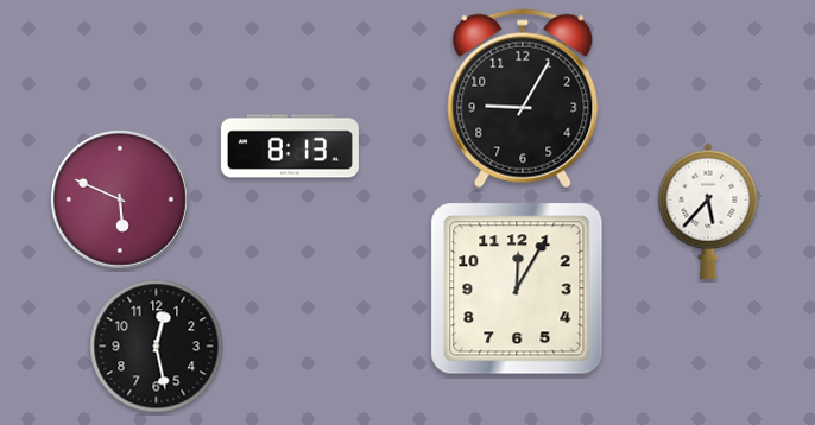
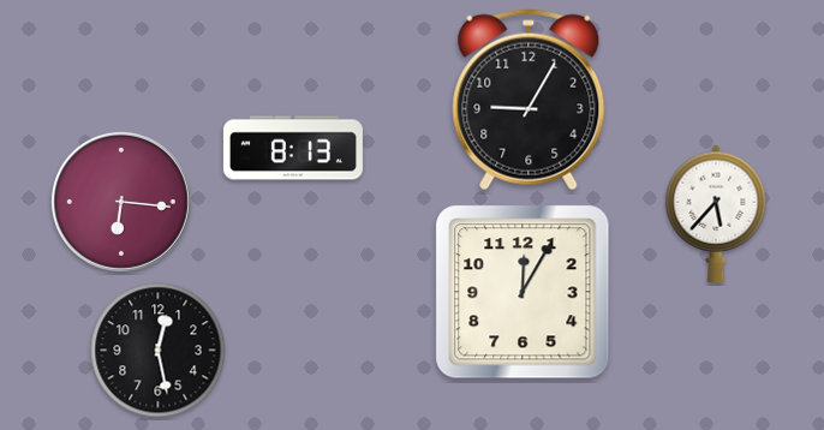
clock at (120, 199): 5:49 -> 6:16
